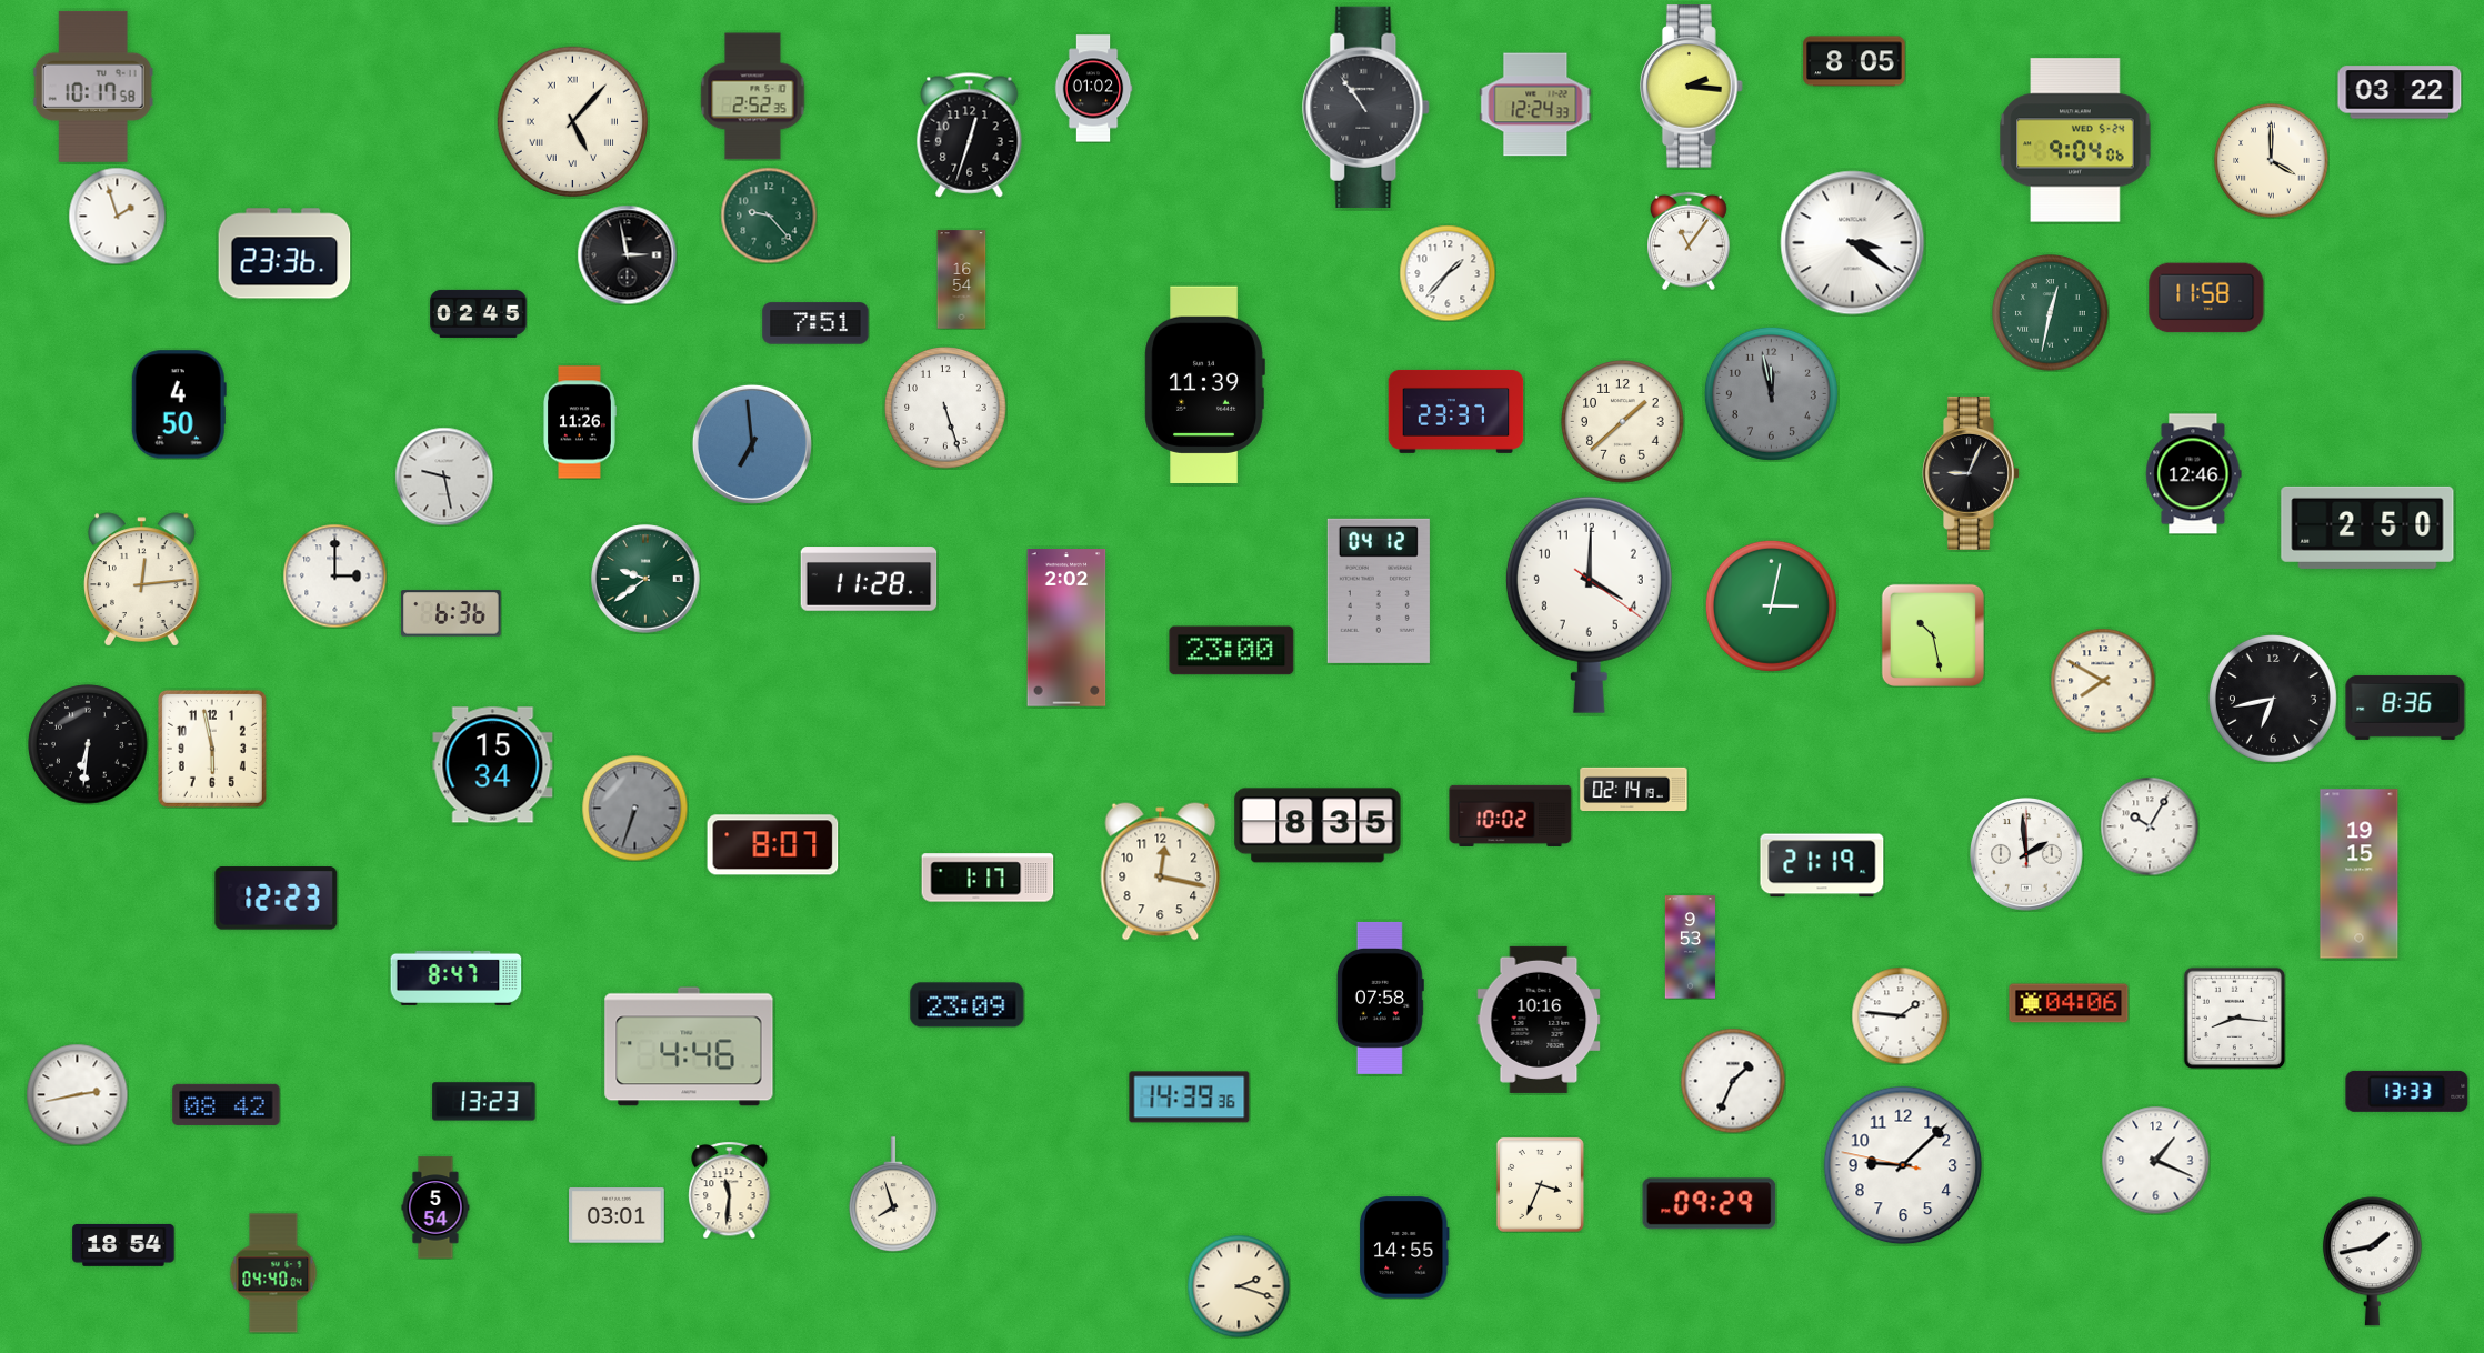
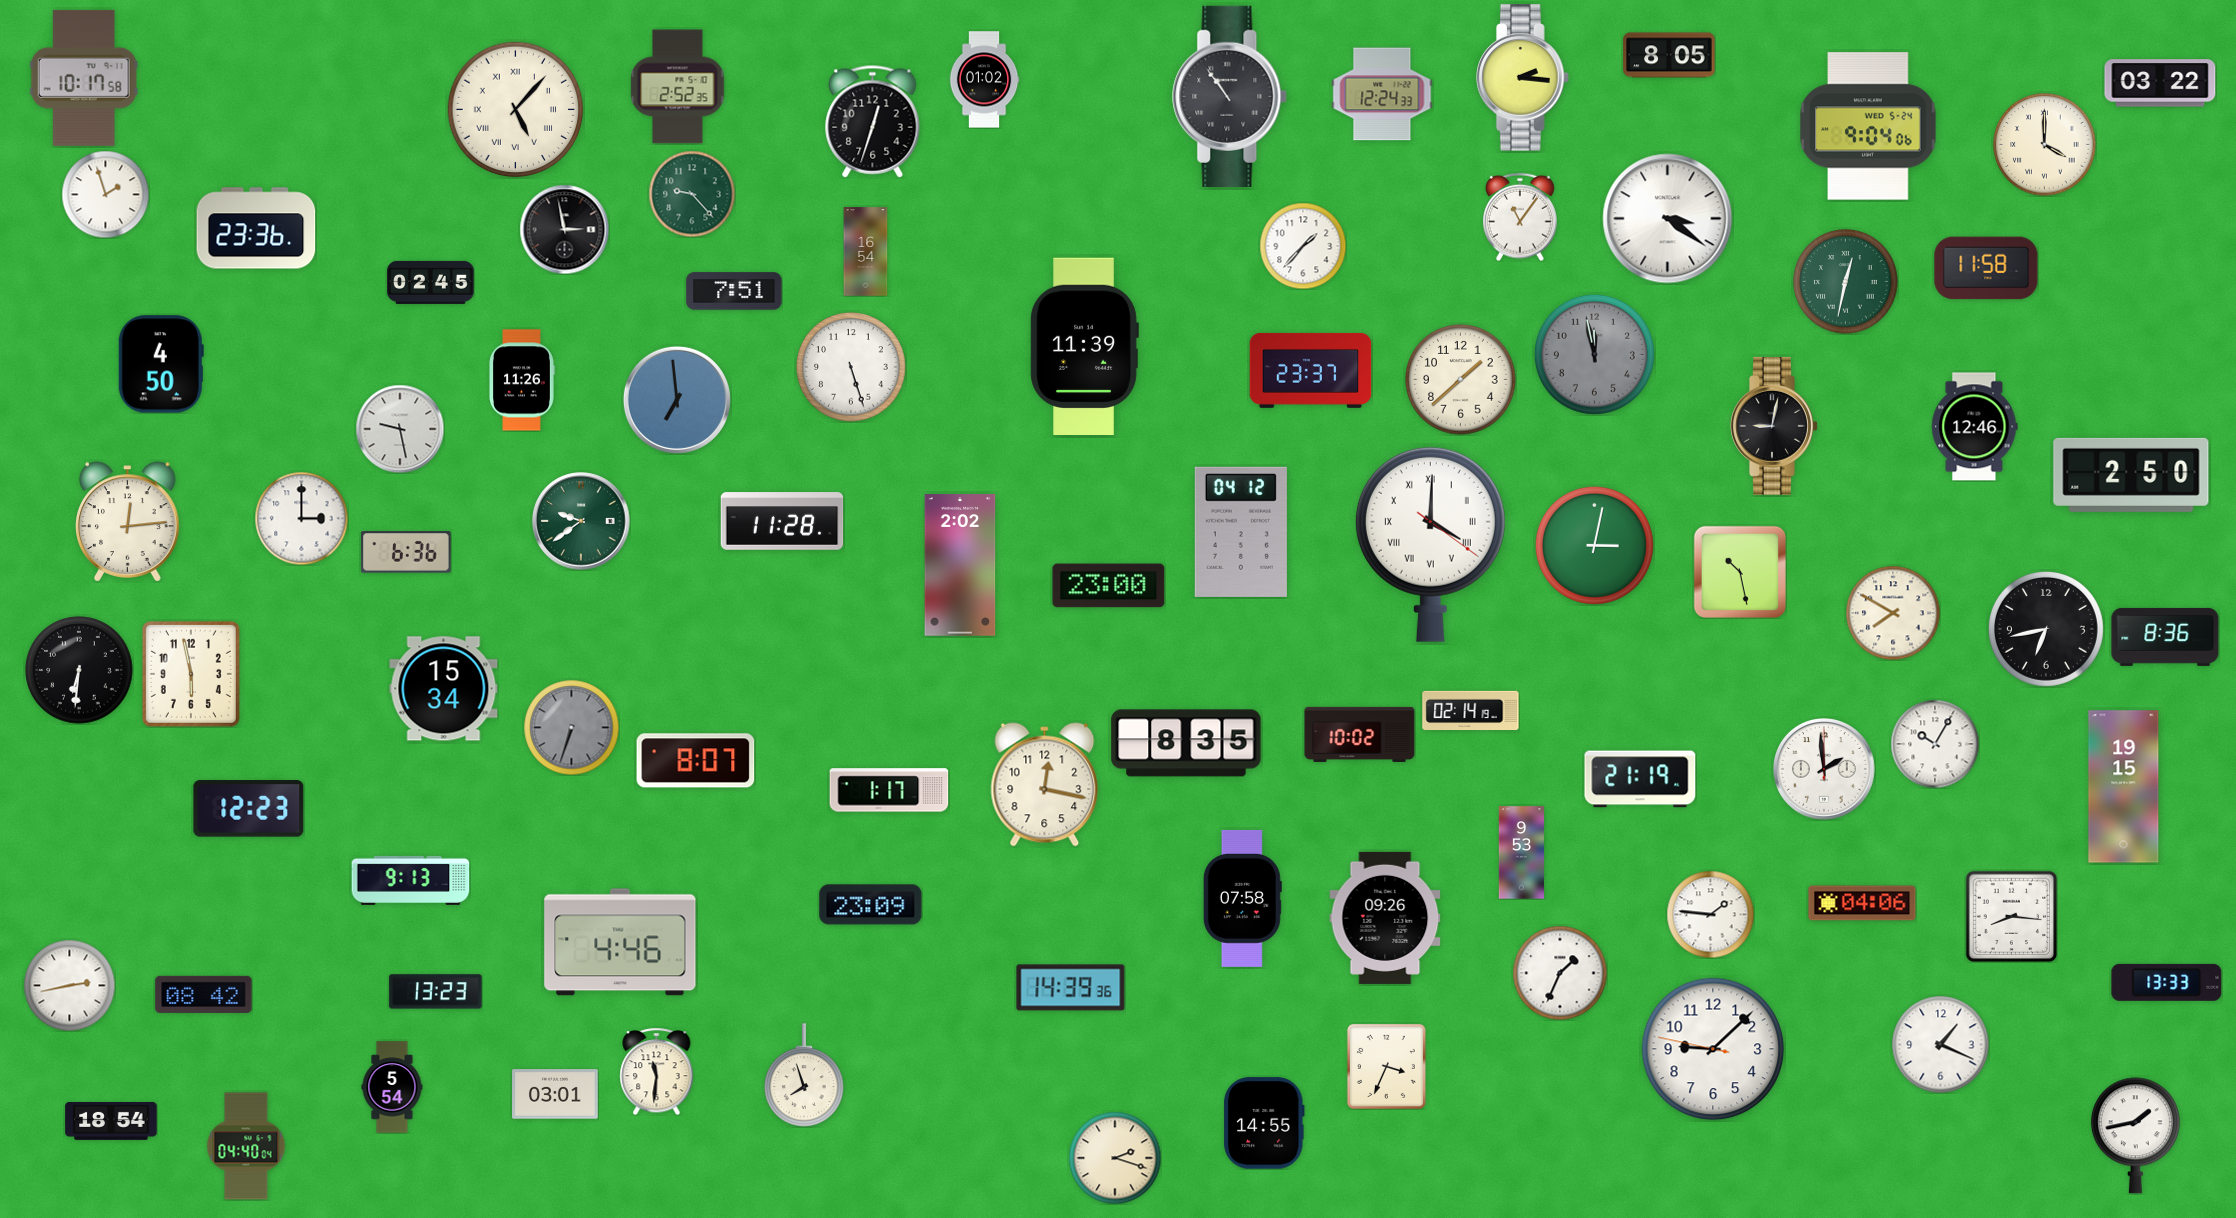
clock at (1971, 473): 9:04 -> 9:02
clock at (1589, 604) numerals: Arabic -> Roman
clock at (457, 978): 8:47 -> 9:13
clock at (1539, 1020): 10:16 -> 09:26
clock at (1710, 1204): 09:29 -> none
